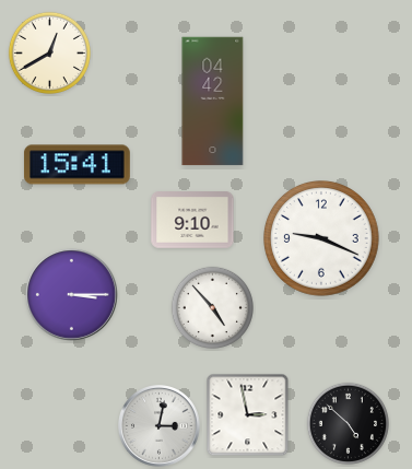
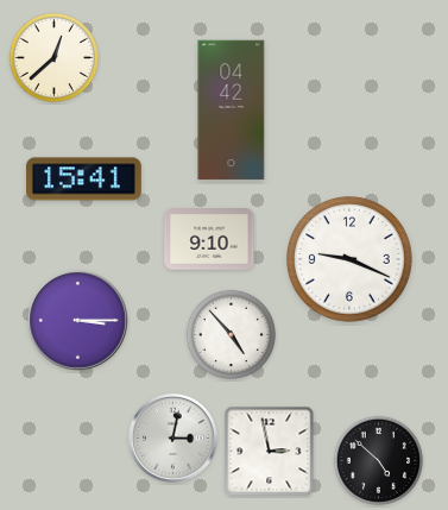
clock at (49, 52): 12:40 -> 12:38
clock at (160, 426) position: (160, 426) -> (173, 439)
